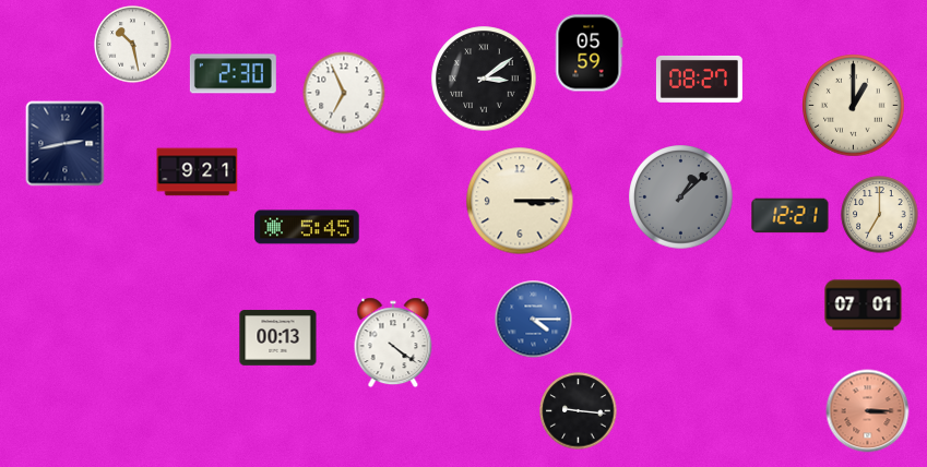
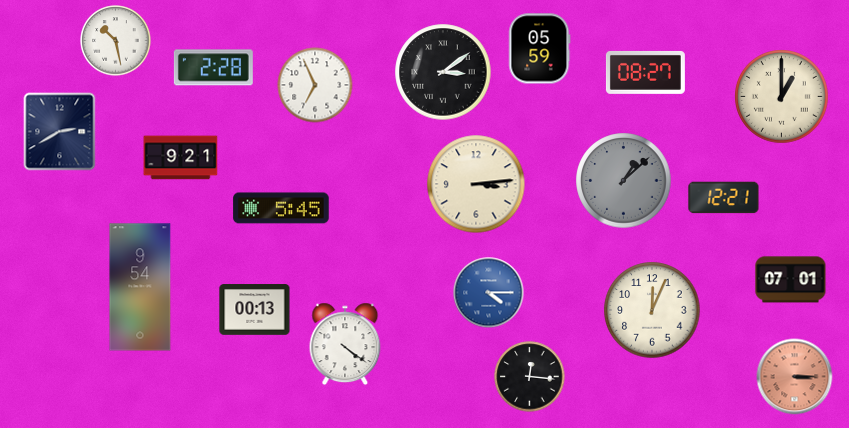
clock at (133, 45) position: (133, 45) -> (116, 41)
clock at (233, 74): 2:30 -> 2:28
clock at (699, 79) position: (699, 79) -> (645, 72)
clock at (66, 144): 2:43 -> 2:40
clock at (520, 201): 3:15 -> 3:14
clock at (880, 215): 7:00 -> none
clock at (140, 287): none -> 9:54
clock at (652, 310): none -> 12:04
clock at (393, 343) position: (393, 343) -> (345, 344)
clock at (579, 411): 9:16 -> 12:16
